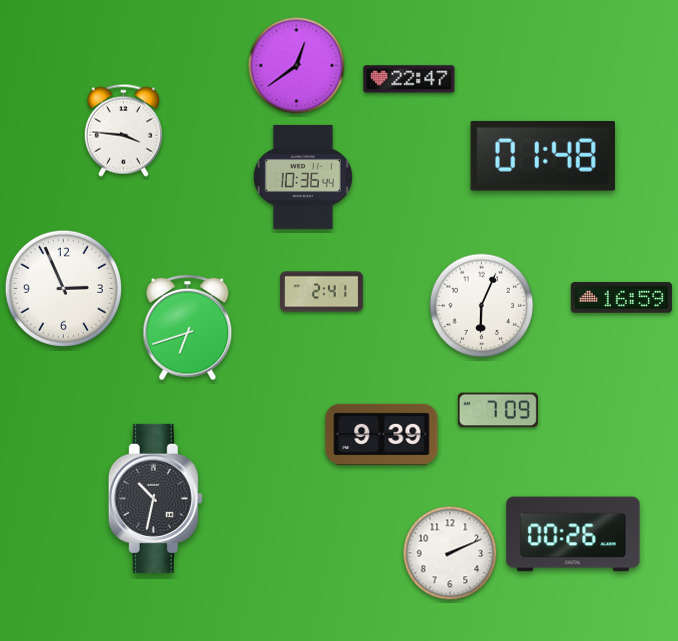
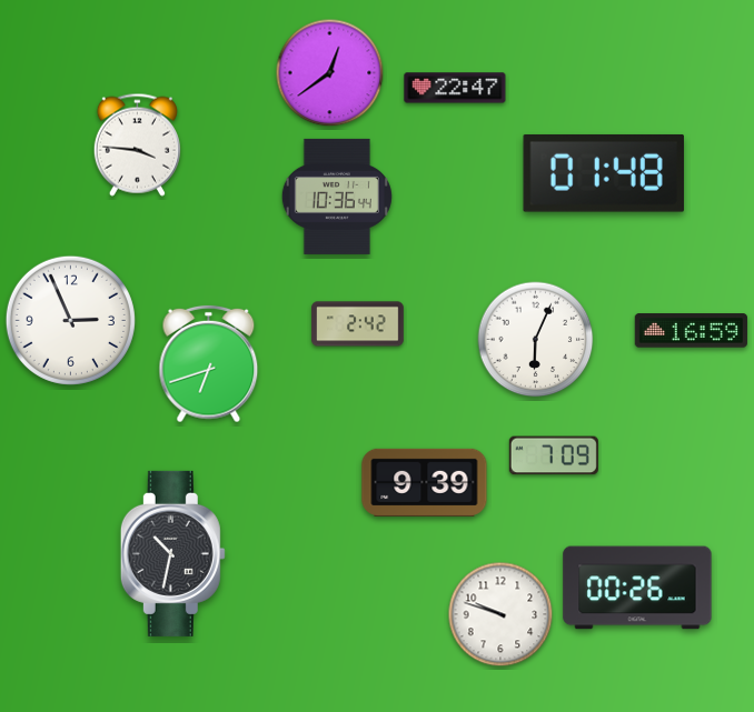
clock at (322, 292): 2:41 -> 2:42
clock at (573, 534) position: (573, 534) -> (637, 588)
clock at (450, 553): 2:11 -> 9:48
